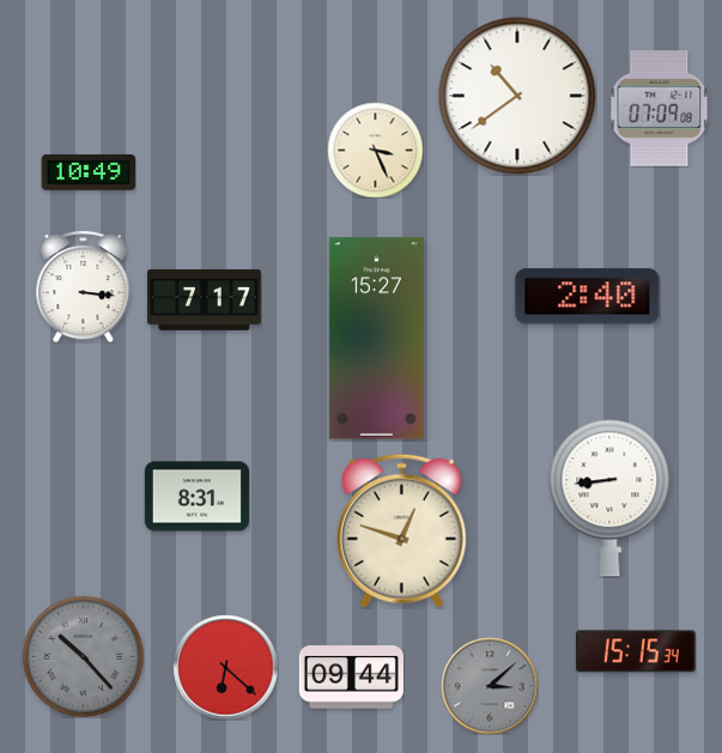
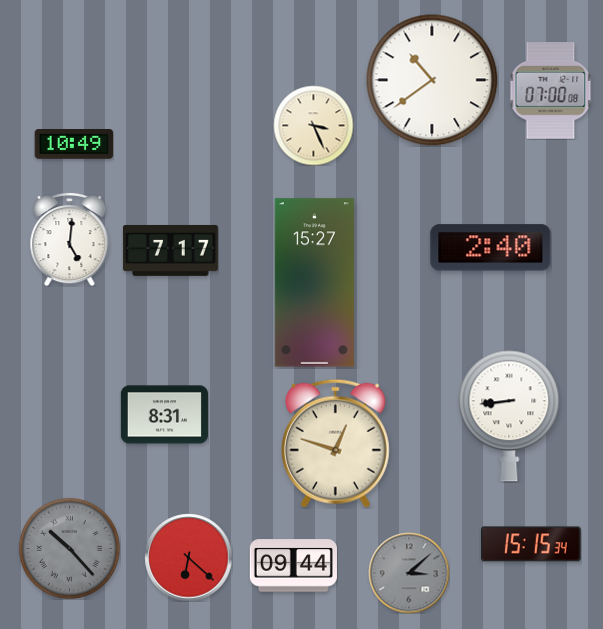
clock at (660, 109): 07:09 -> 07:00
clock at (84, 286): 3:16 -> 5:01
